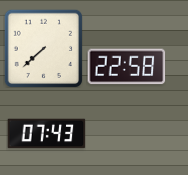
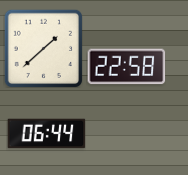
clock at (43, 48): 7:38 -> 1:38
clock at (46, 134): 07:43 -> 06:44
